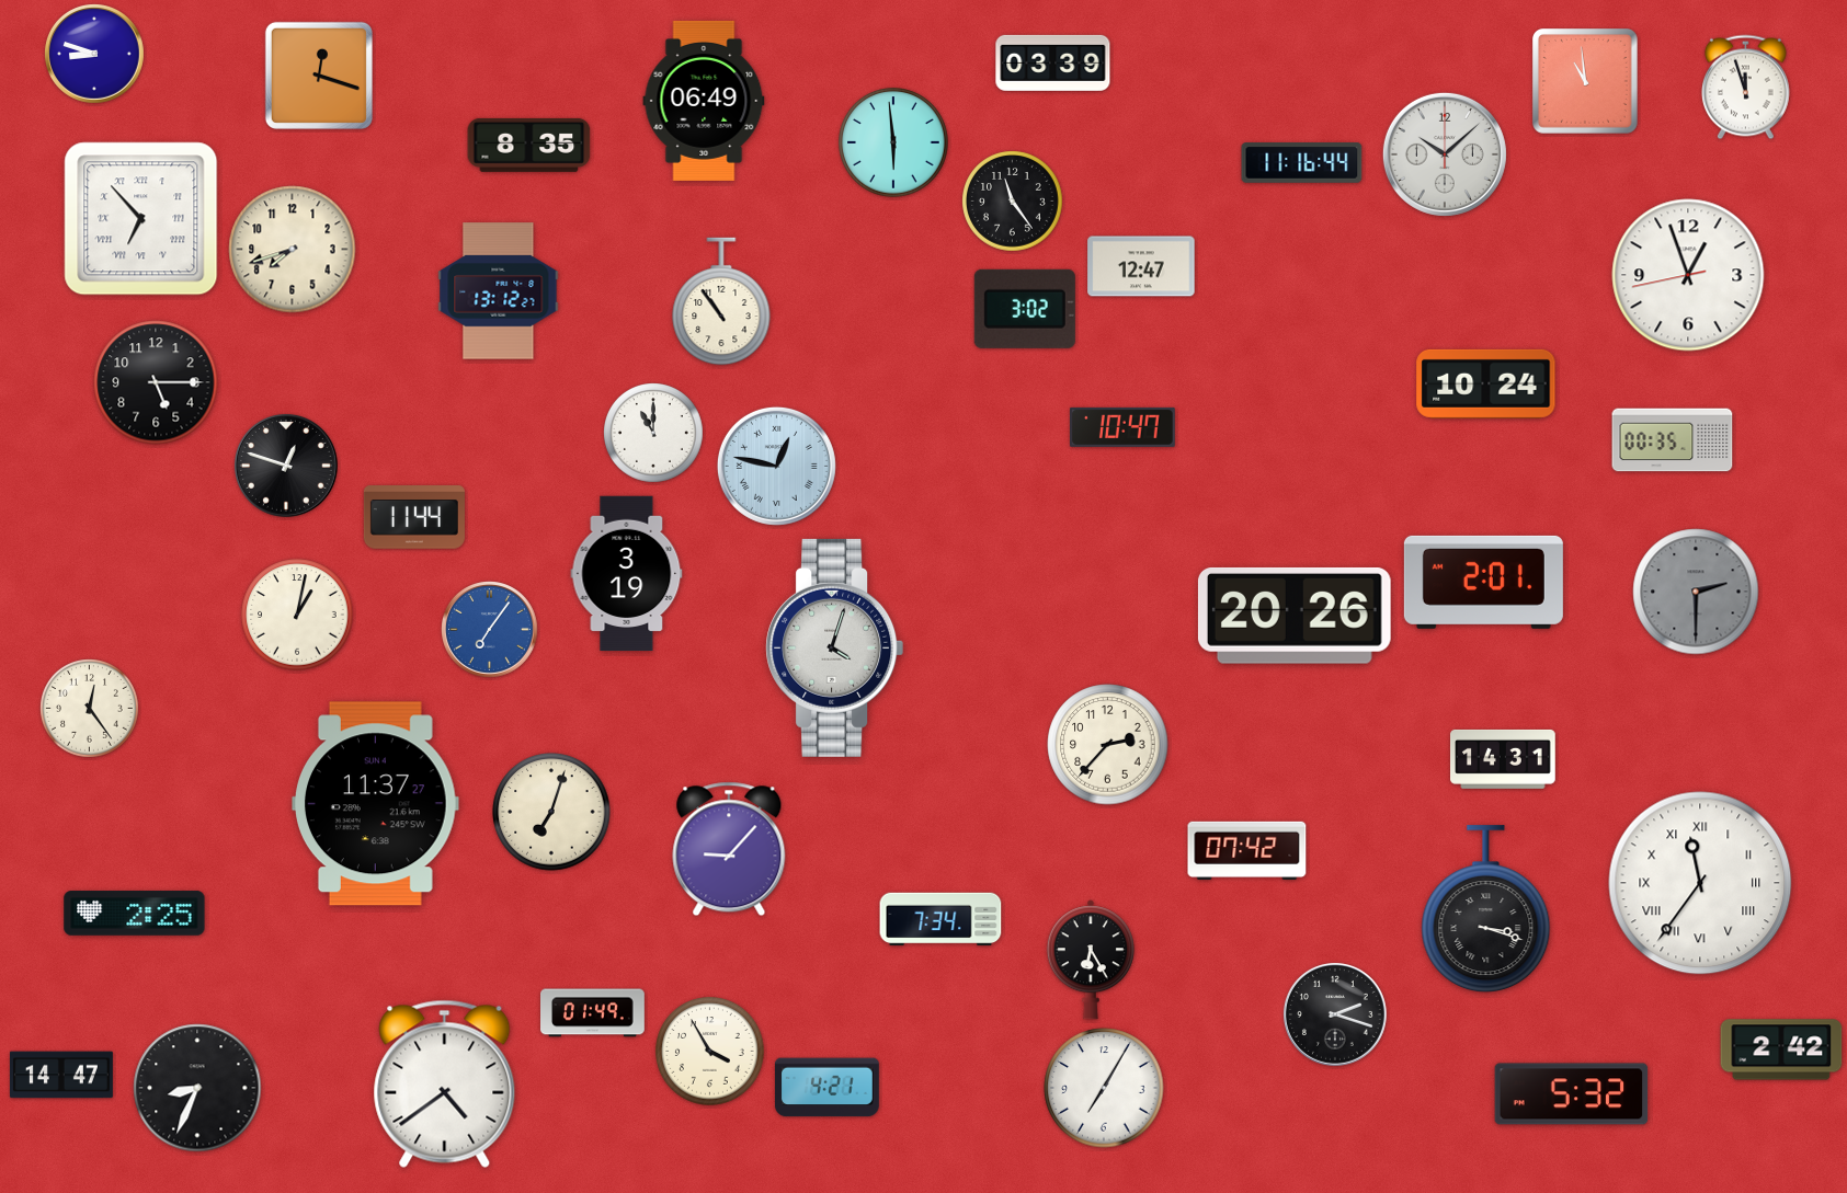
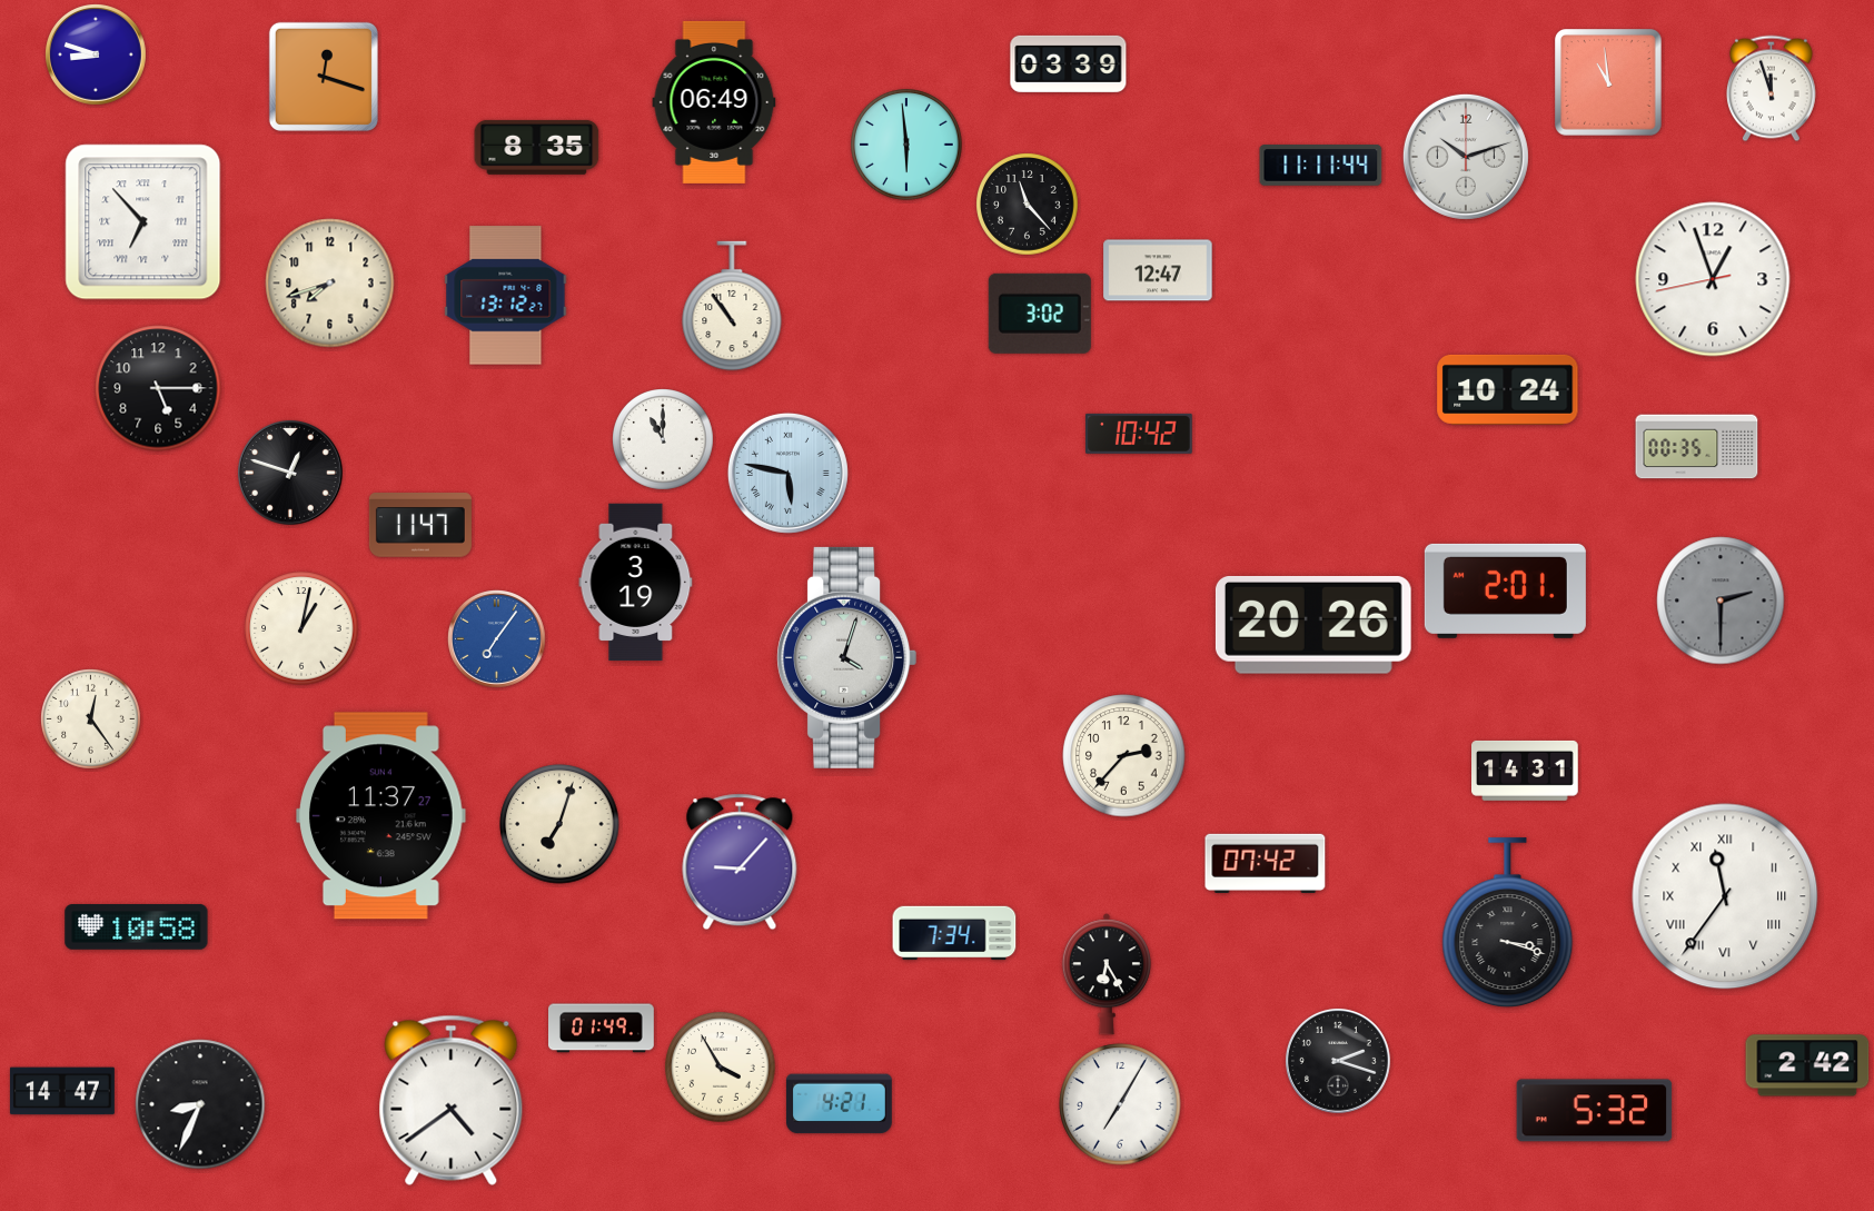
clock at (1445, 154): 10:08 -> 10:12
clock at (1302, 163): 11:16 -> 11:11
clock at (1013, 202): 11:24 -> 11:23
clock at (293, 250) position: (293, 250) -> (330, 284)
clock at (1124, 427): 10:47 -> 10:42
clock at (776, 466): 12:47 -> 5:47
clock at (414, 518): 11:44 -> 11:47
clock at (297, 615) position: (297, 615) -> (301, 628)
clock at (135, 914): 2:25 -> 10:58
clock at (1335, 1014) position: (1335, 1014) -> (1338, 1061)
